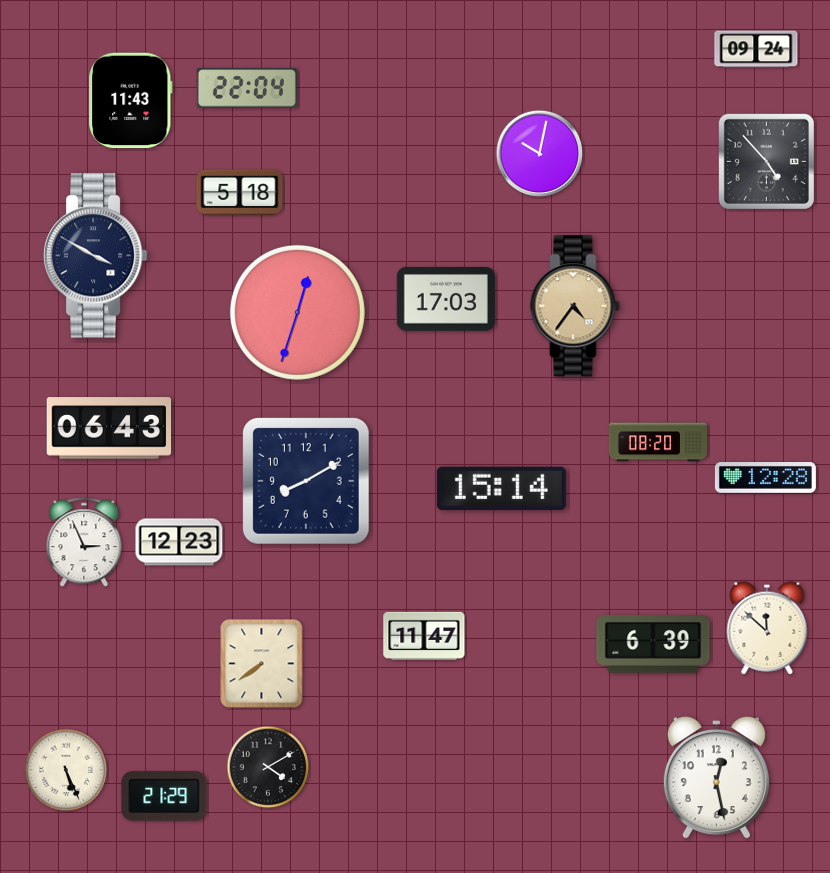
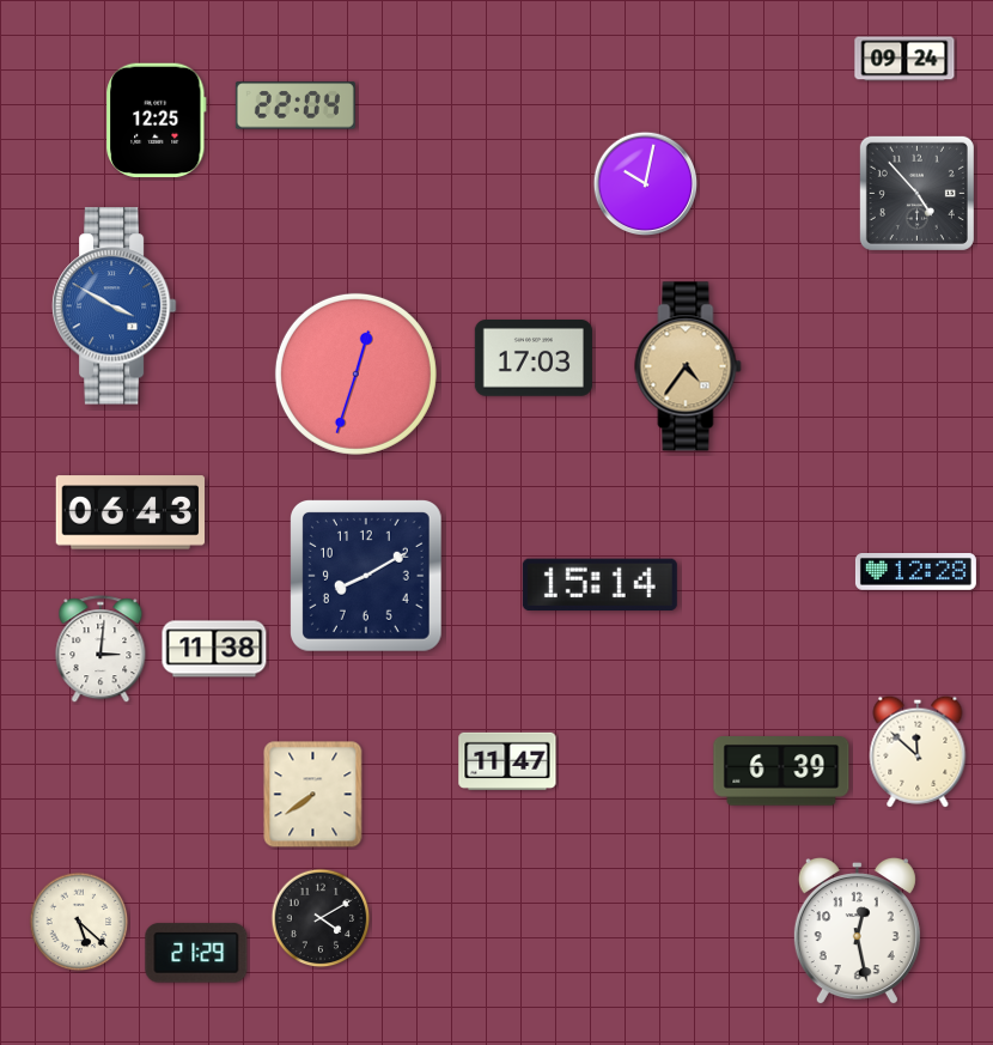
clock at (131, 101): 11:43 -> 12:25
clock at (240, 193): 5:18 -> none
clock at (95, 256) dial: navy -> blue
clock at (657, 442): 08:20 -> none
clock at (179, 542): 12:23 -> 11:38
clock at (84, 543): 2:56 -> 3:01
clock at (66, 770): 5:26 -> 5:22
